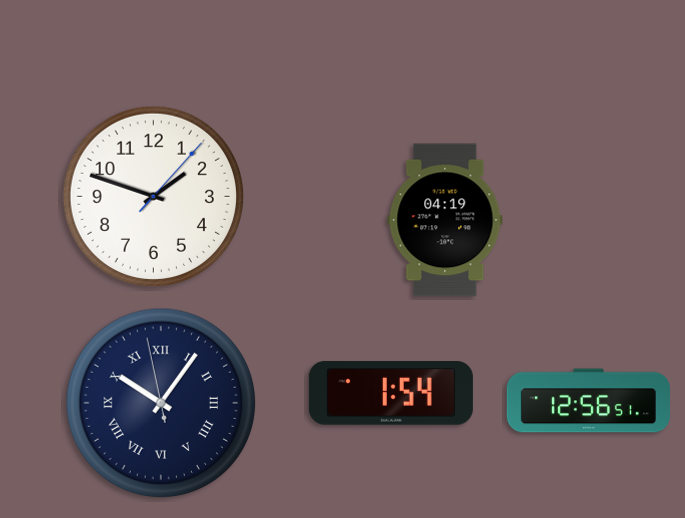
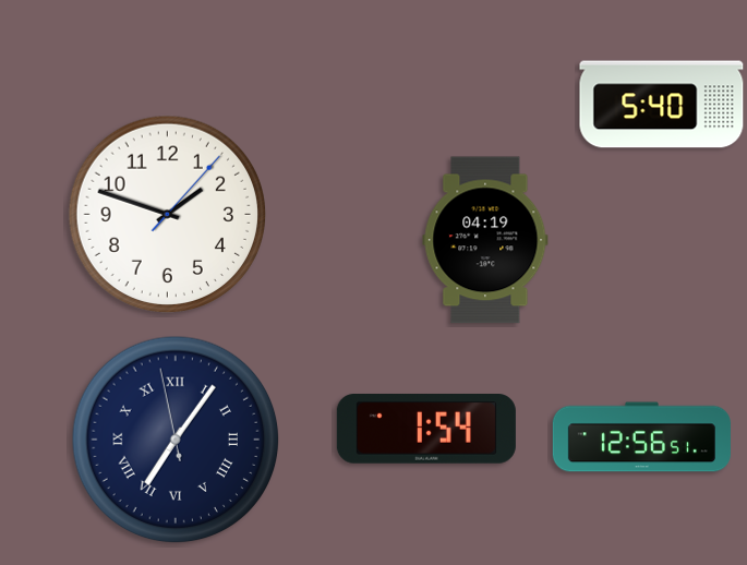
clock at (662, 105): none -> 5:40
clock at (161, 403): 10:05 -> 7:05
